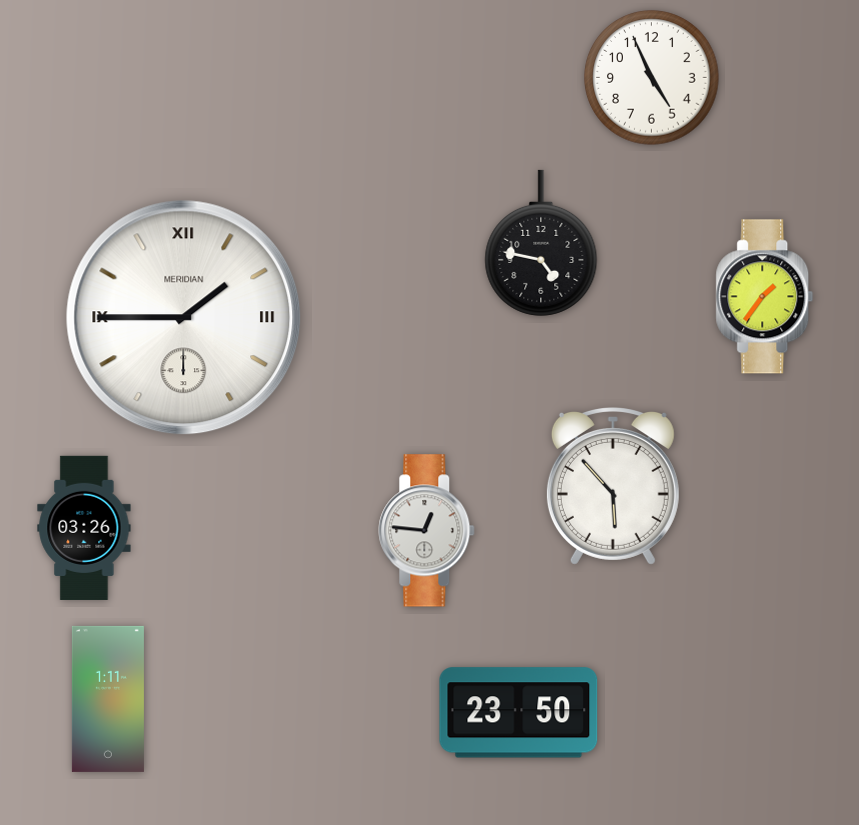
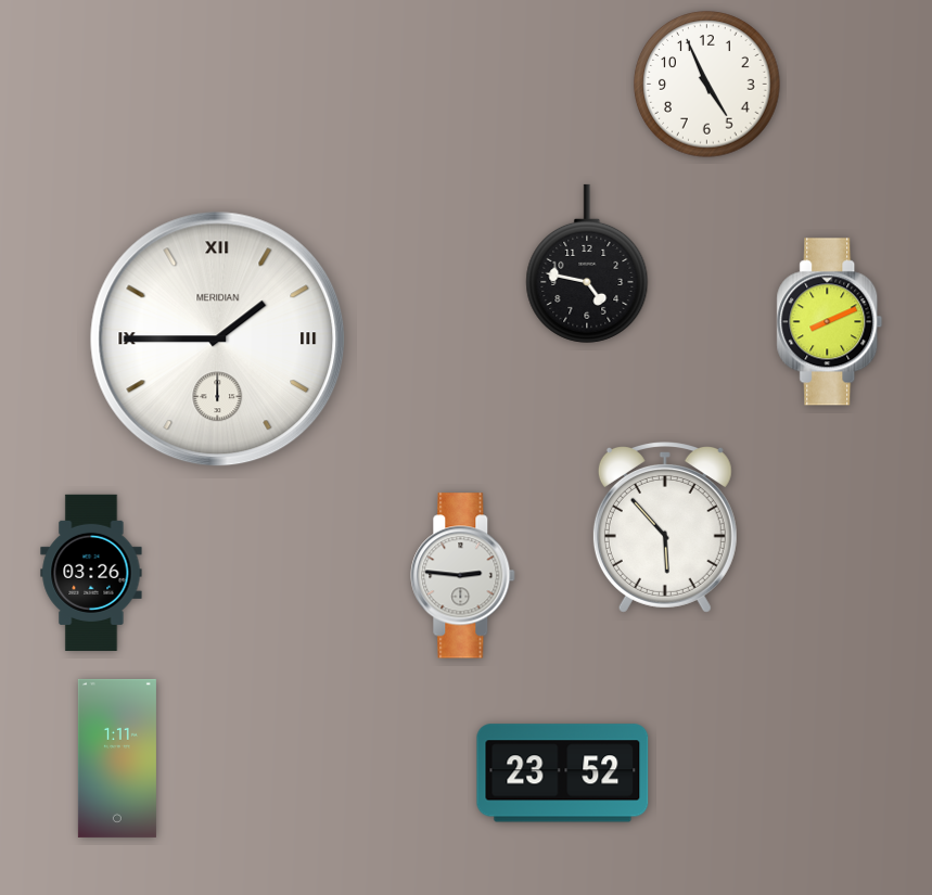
clock at (765, 297): 1:36 -> 8:11
clock at (184, 318) position: (184, 318) -> (218, 340)
clock at (427, 531): 12:46 -> 2:46
clock at (519, 713): 23:50 -> 23:52
